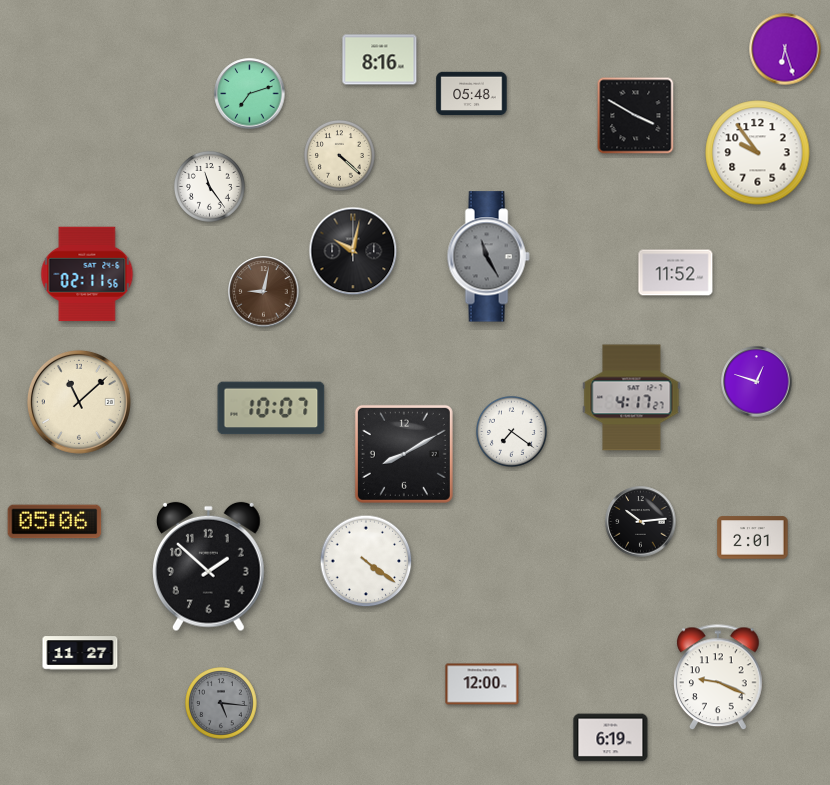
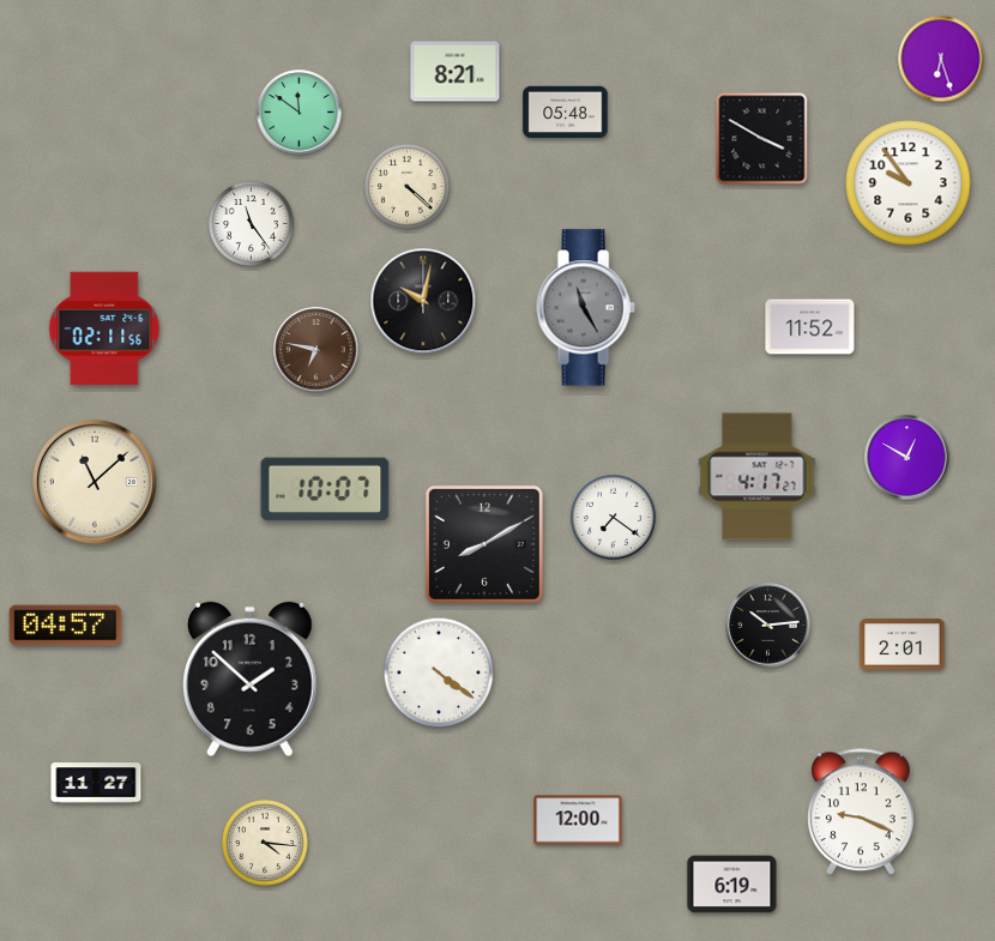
clock at (380, 60): 8:16 -> 8:21
clock at (250, 94): 7:12 -> 11:51
clock at (264, 292): 9:02 -> 6:47
clock at (757, 382): 12:48 -> 12:50
clock at (55, 522): 05:06 -> 04:57
clock at (222, 704): 5:16 -> 4:16
clock at (222, 704) dial: grey -> cream
